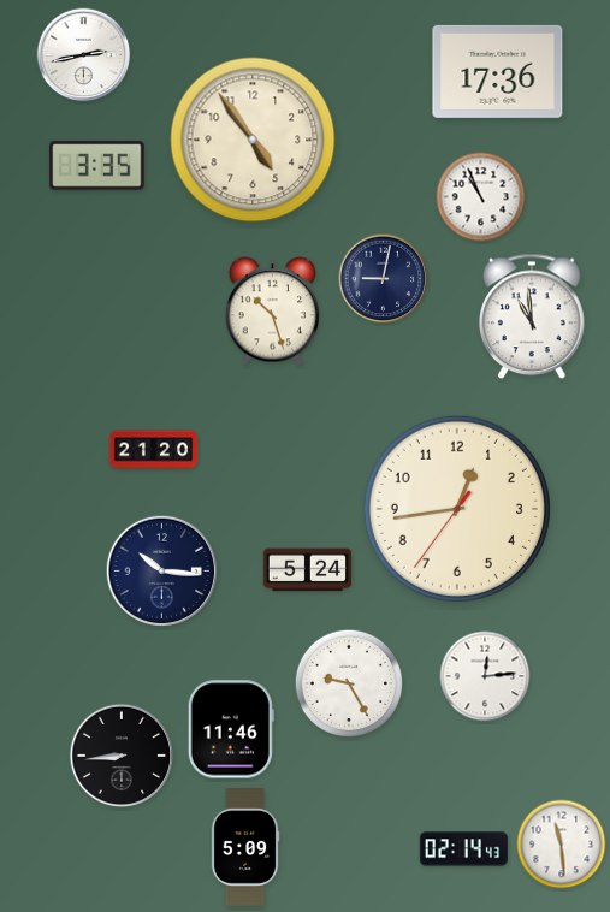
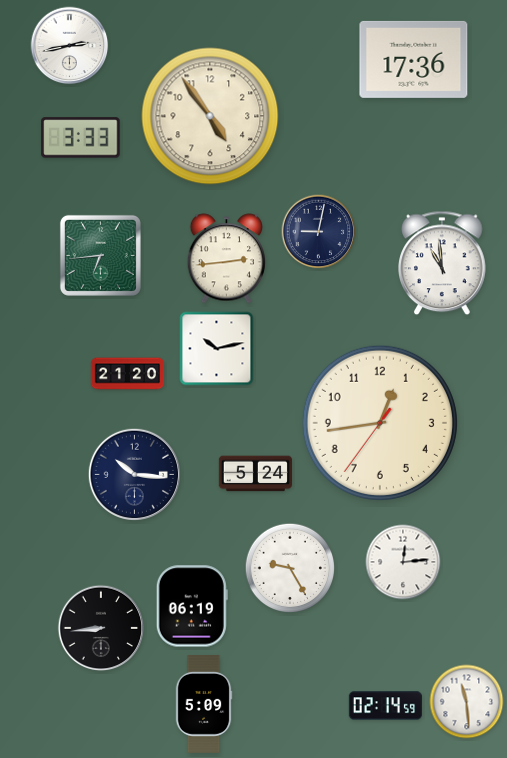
clock at (97, 166): 3:35 -> 3:33
clock at (481, 197): 10:56 -> none
clock at (100, 255): none -> 6:44
clock at (272, 312): 10:27 -> 2:44
clock at (217, 349): none -> 10:13
clock at (231, 729): 11:46 -> 06:19
clock at (463, 849): 02:14:43 -> 02:14:59
